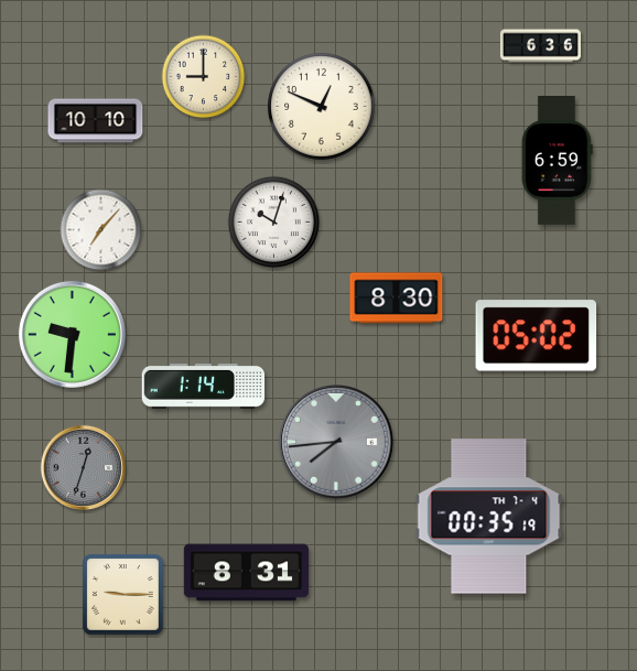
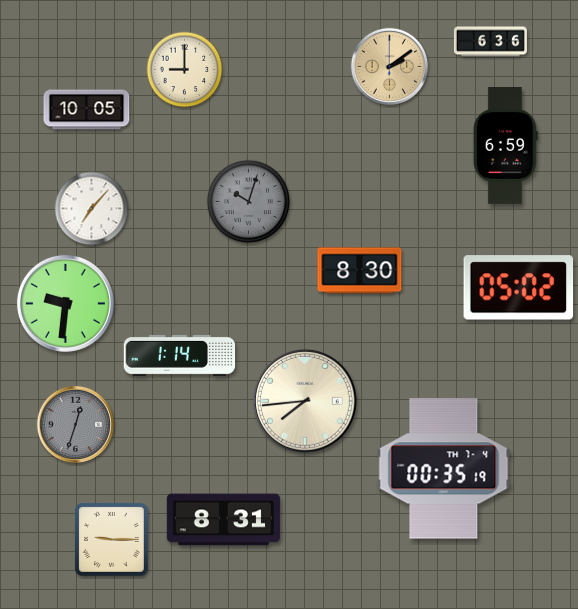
clock at (389, 66): none -> 2:09
clock at (322, 107): 12:49 -> none
clock at (96, 121): 10:10 -> 10:05
clock at (274, 223) dial: white -> grey
clock at (537, 336) position: (537, 336) -> (519, 288)
clock at (204, 386) position: (204, 386) -> (180, 355)
clock at (336, 442) dial: grey -> cream
